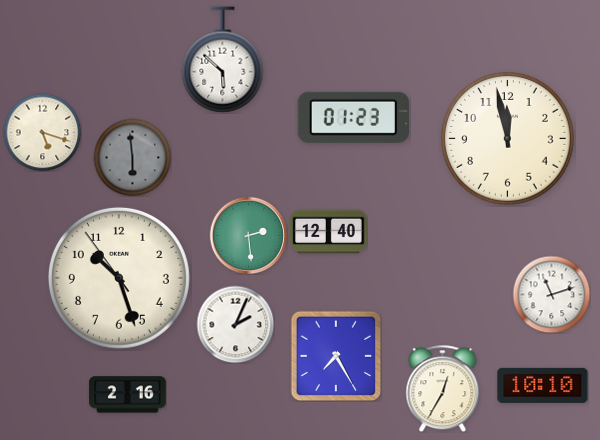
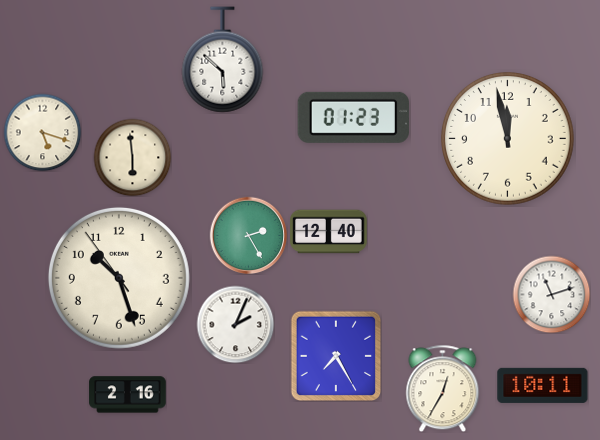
clock at (132, 157) dial: grey -> cream
clock at (248, 235): 2:29 -> 2:25
clock at (543, 385): 10:10 -> 10:11
